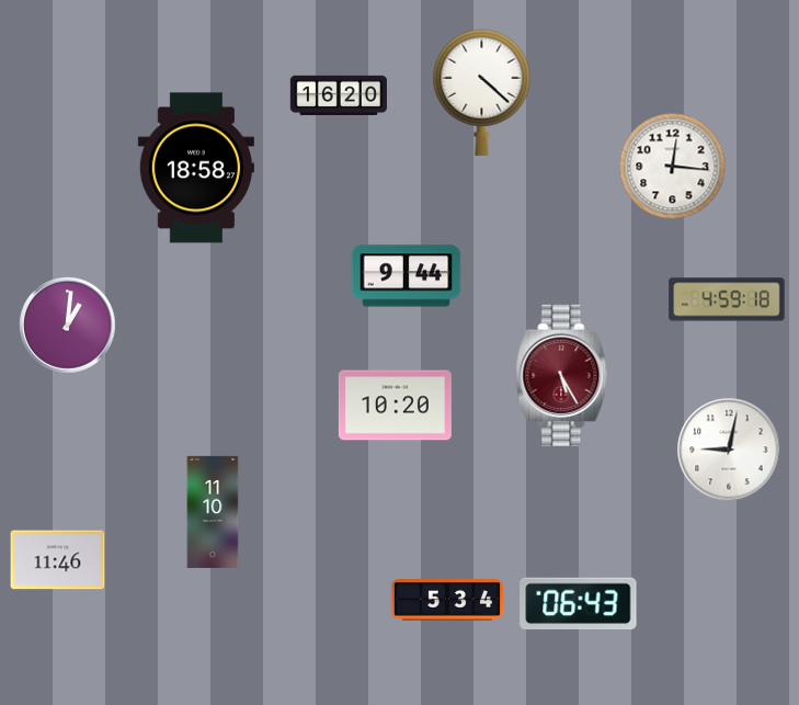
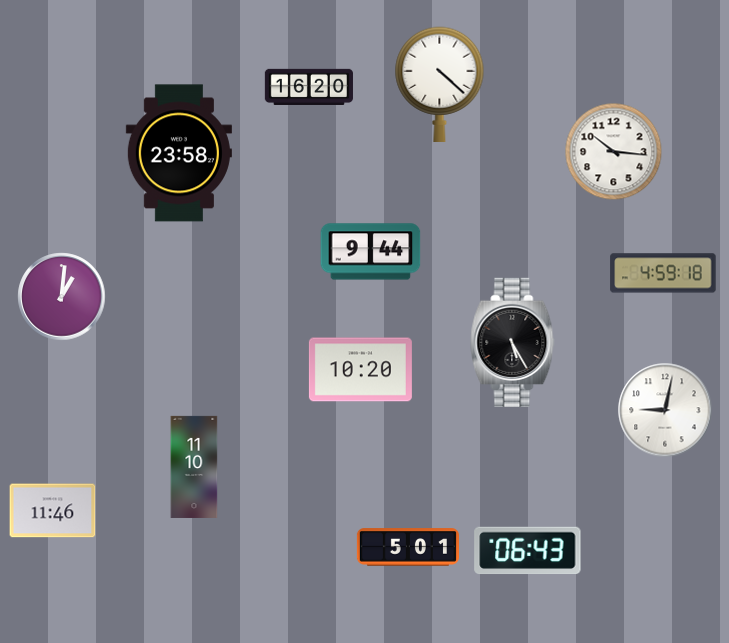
clock at (673, 167): 12:16 -> 10:16
clock at (196, 168): 18:58 -> 23:58
clock at (562, 375) dial: burgundy -> black
clock at (447, 600): 5:34 -> 5:01
